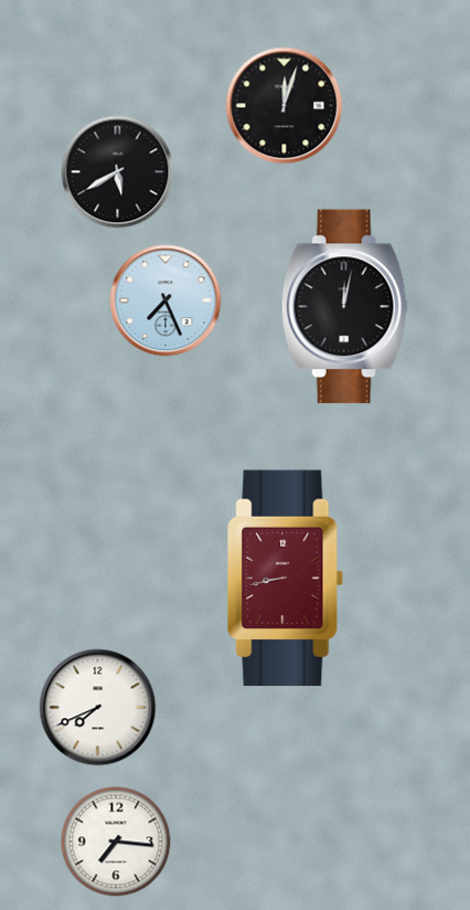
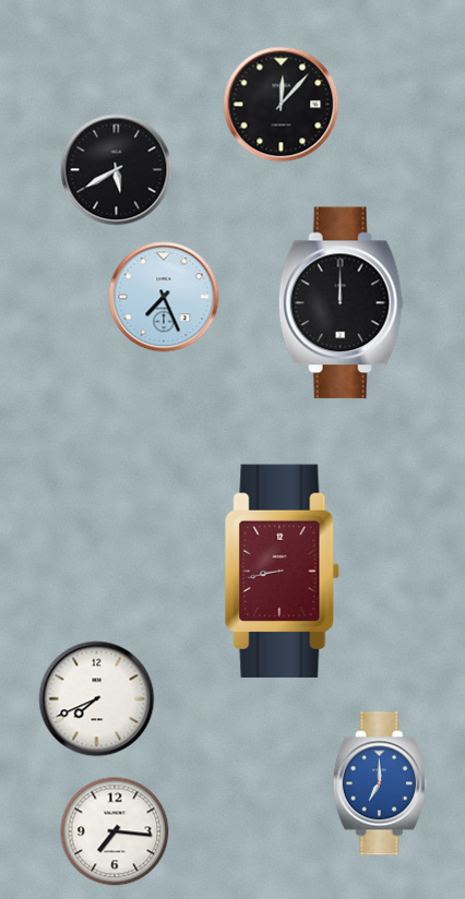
clock at (285, 106): 12:03 -> 12:07
clock at (344, 307): 12:02 -> 12:00
clock at (380, 783): none -> 7:00
